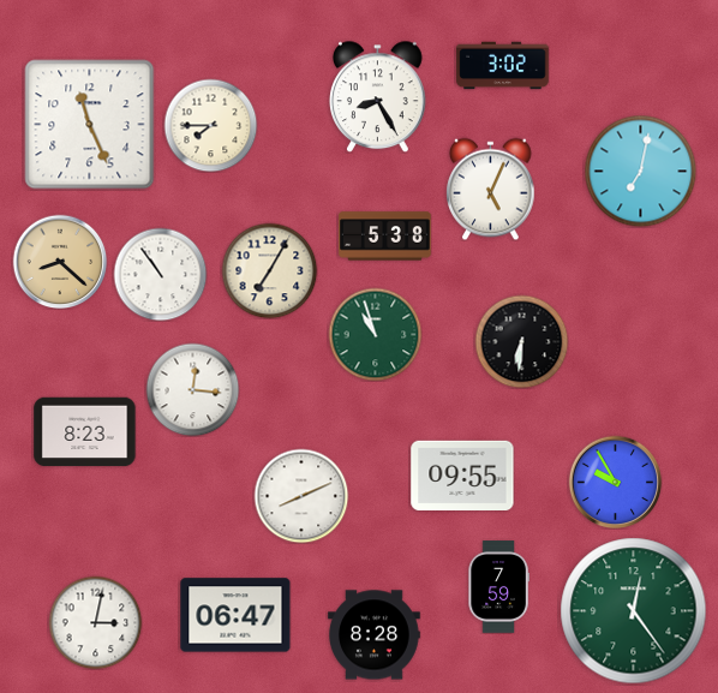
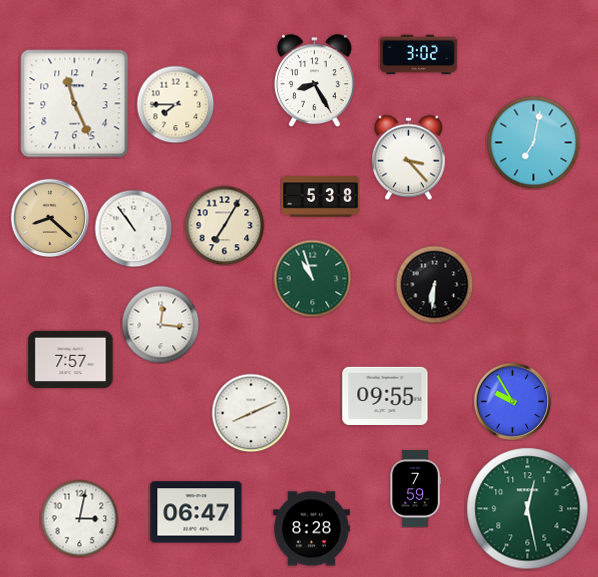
clock at (491, 189): 5:04 -> 3:23
clock at (85, 432): 8:23 -> 7:57
clock at (634, 611): 12:24 -> 12:28
